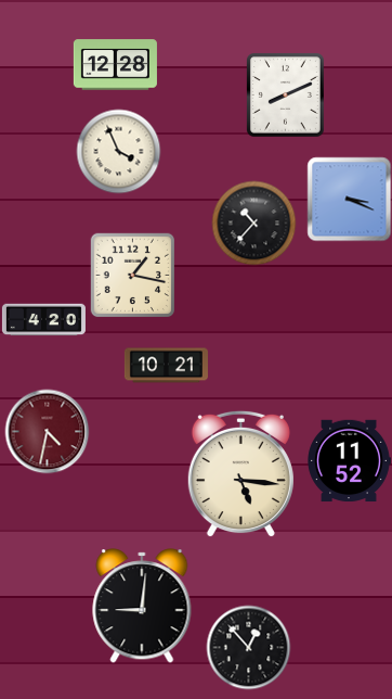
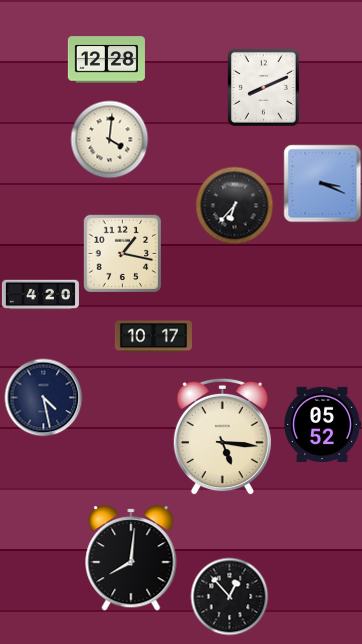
clock at (118, 151): 3:56 -> 4:01
clock at (253, 223): 10:37 -> 6:37
clock at (166, 366): 10:21 -> 10:17
clock at (47, 431): 4:32 -> 4:28
clock at (47, 431) dial: burgundy -> navy
clock at (349, 461): 11:52 -> 05:52
clock at (142, 606): 9:01 -> 8:01
